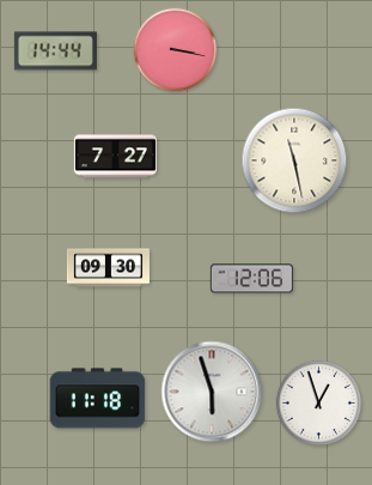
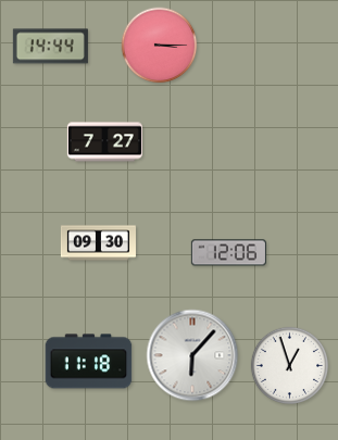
clock at (176, 50): 3:17 -> 3:15
clock at (294, 160): 11:28 -> none
clock at (212, 392): 5:57 -> 6:07
